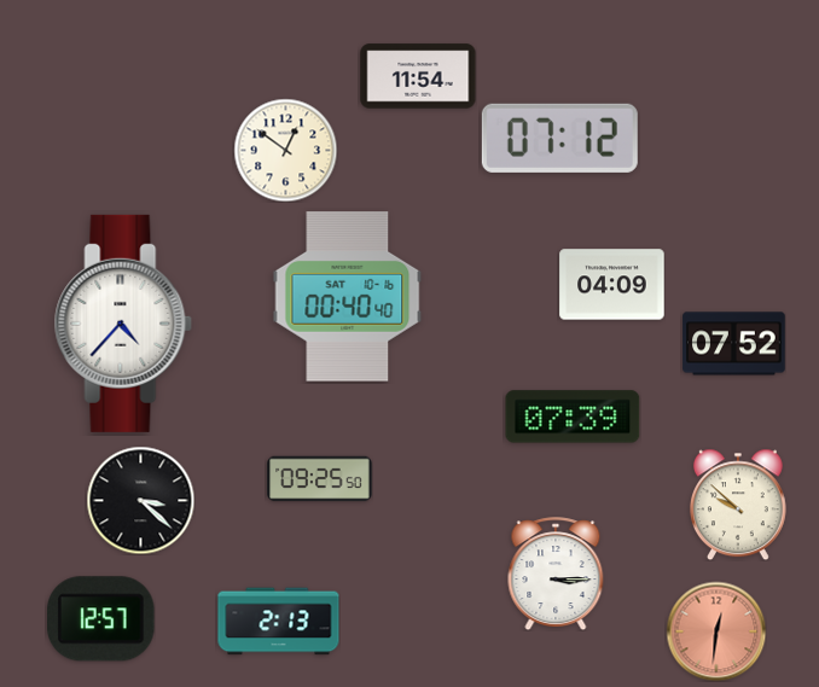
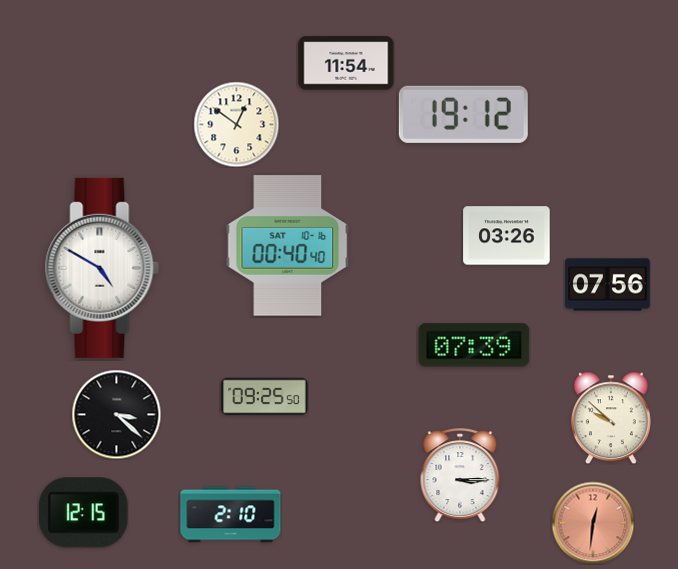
clock at (559, 138): 07:12 -> 19:12
clock at (612, 285): 04:09 -> 03:26
clock at (123, 324): 4:37 -> 4:50
clock at (734, 344): 07:52 -> 07:56
clock at (101, 619): 12:57 -> 12:15
clock at (279, 622): 2:13 -> 2:10
